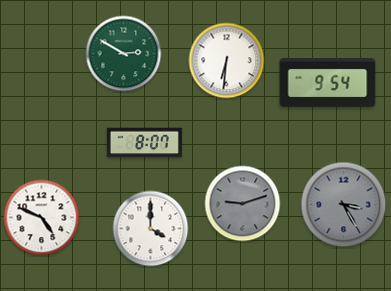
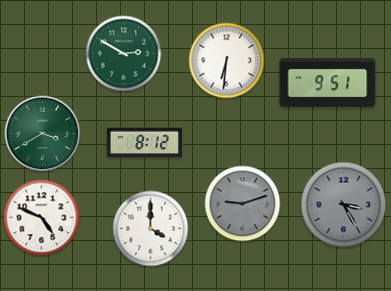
clock at (328, 82): 9:54 -> 9:51
clock at (43, 134): none -> 3:40
clock at (144, 143): 8:07 -> 8:12
